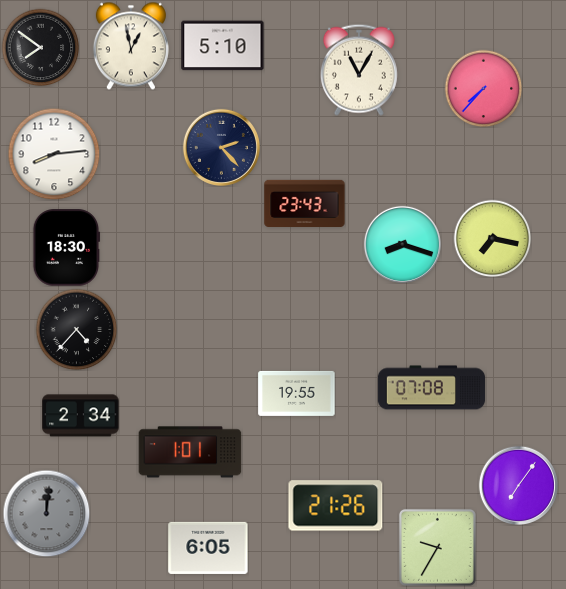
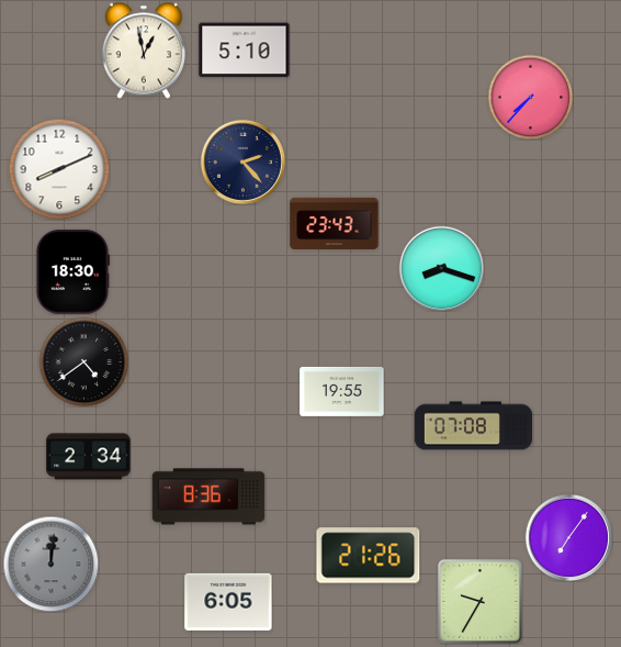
clock at (40, 47): 7:51 -> none
clock at (359, 70): 11:05 -> none
clock at (54, 154): 8:14 -> 8:11
clock at (492, 238): 7:17 -> none
clock at (76, 329): 4:37 -> 4:39
clock at (297, 393) position: (297, 393) -> (342, 391)
clock at (190, 452): 1:01 -> 8:36
clock at (518, 485) position: (518, 485) -> (568, 537)
